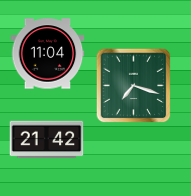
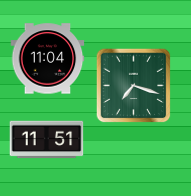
clock at (48, 54) position: (48, 54) -> (48, 59)
clock at (47, 140): 21:42 -> 11:51
